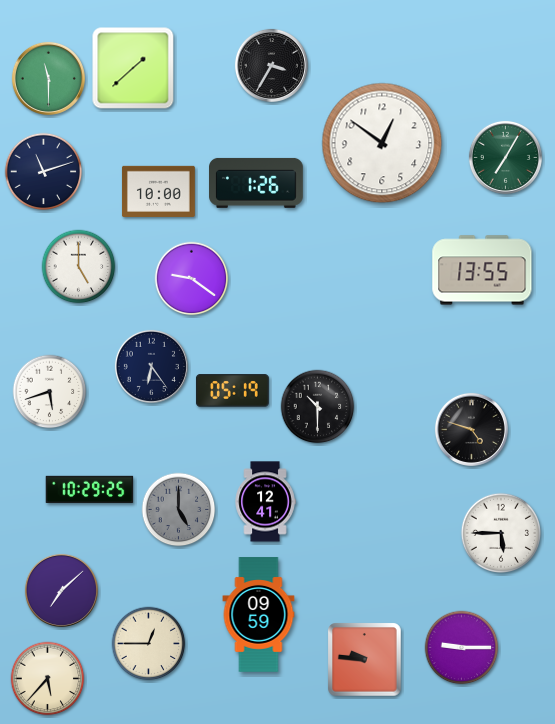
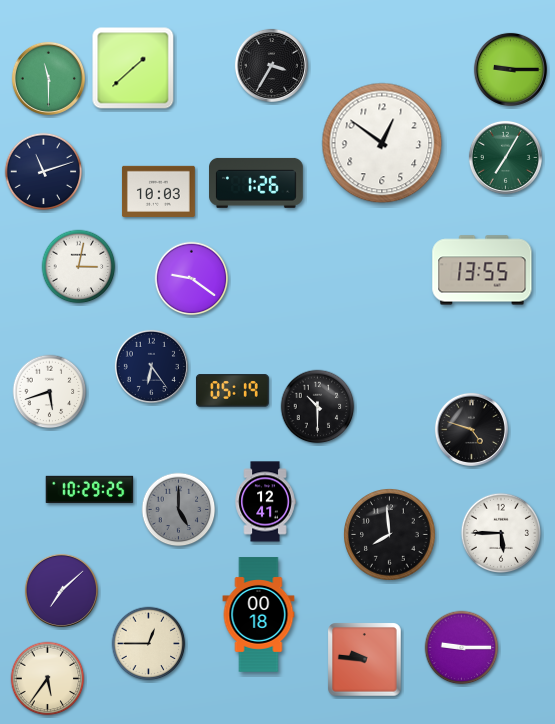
clock at (510, 69): none -> 9:15
clock at (159, 191): 10:00 -> 10:03
clock at (79, 267): 5:00 -> 3:02
clock at (390, 535): none -> 7:59
clock at (259, 615): 09:59 -> 00:18
clock at (48, 679): 5:37 -> 5:36
